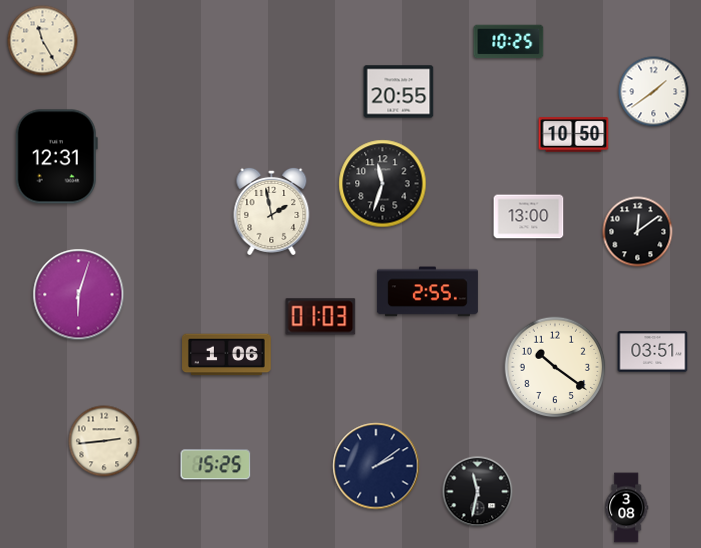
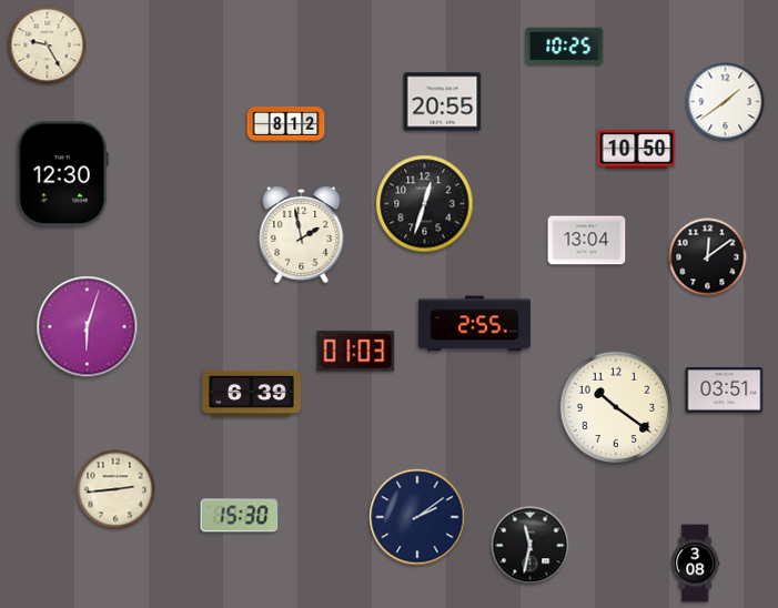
clock at (43, 41): 11:25 -> 9:25
clock at (286, 124): none -> 8:12
clock at (56, 157): 12:31 -> 12:30
clock at (383, 184): 11:33 -> 12:33
clock at (529, 217): 13:00 -> 13:04
clock at (227, 355): 1:06 -> 6:39
clock at (216, 465): 15:25 -> 15:30
